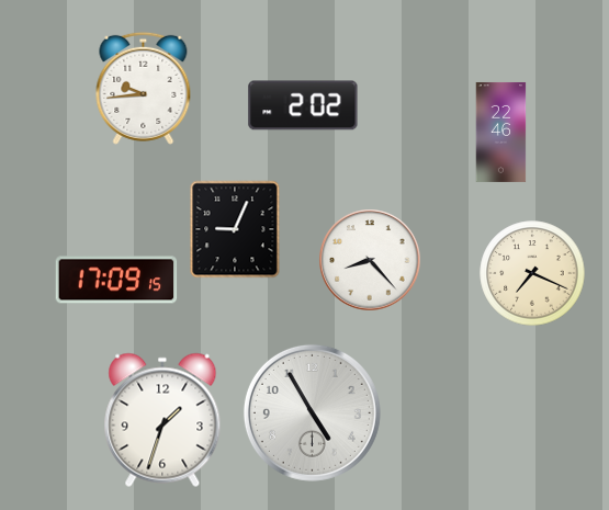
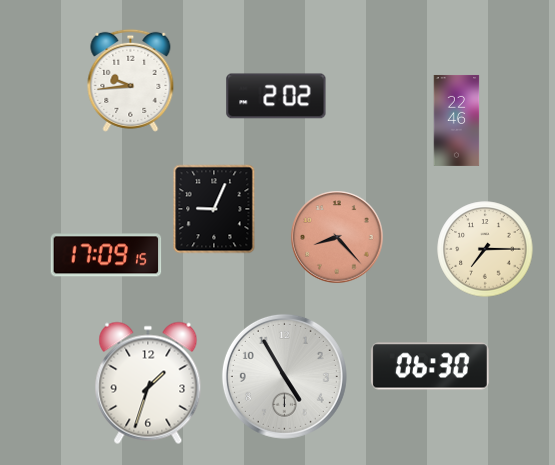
clock at (370, 260) dial: white -> salmon
clock at (532, 273): 7:19 -> 7:15
clock at (430, 366): none -> 06:30
